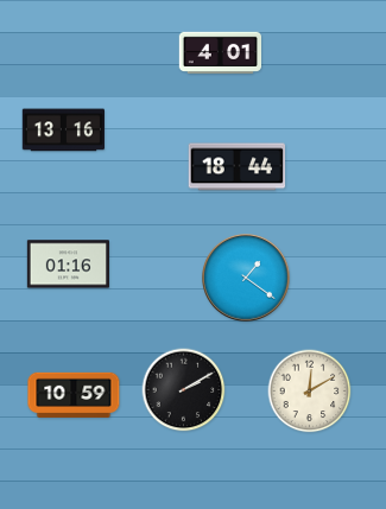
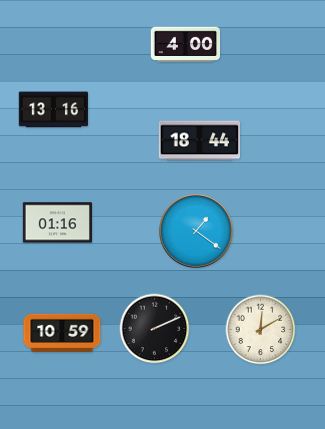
clock at (220, 53): 4:01 -> 4:00
clock at (246, 278) position: (246, 278) -> (196, 231)
clock at (184, 390): 2:10 -> 2:11
